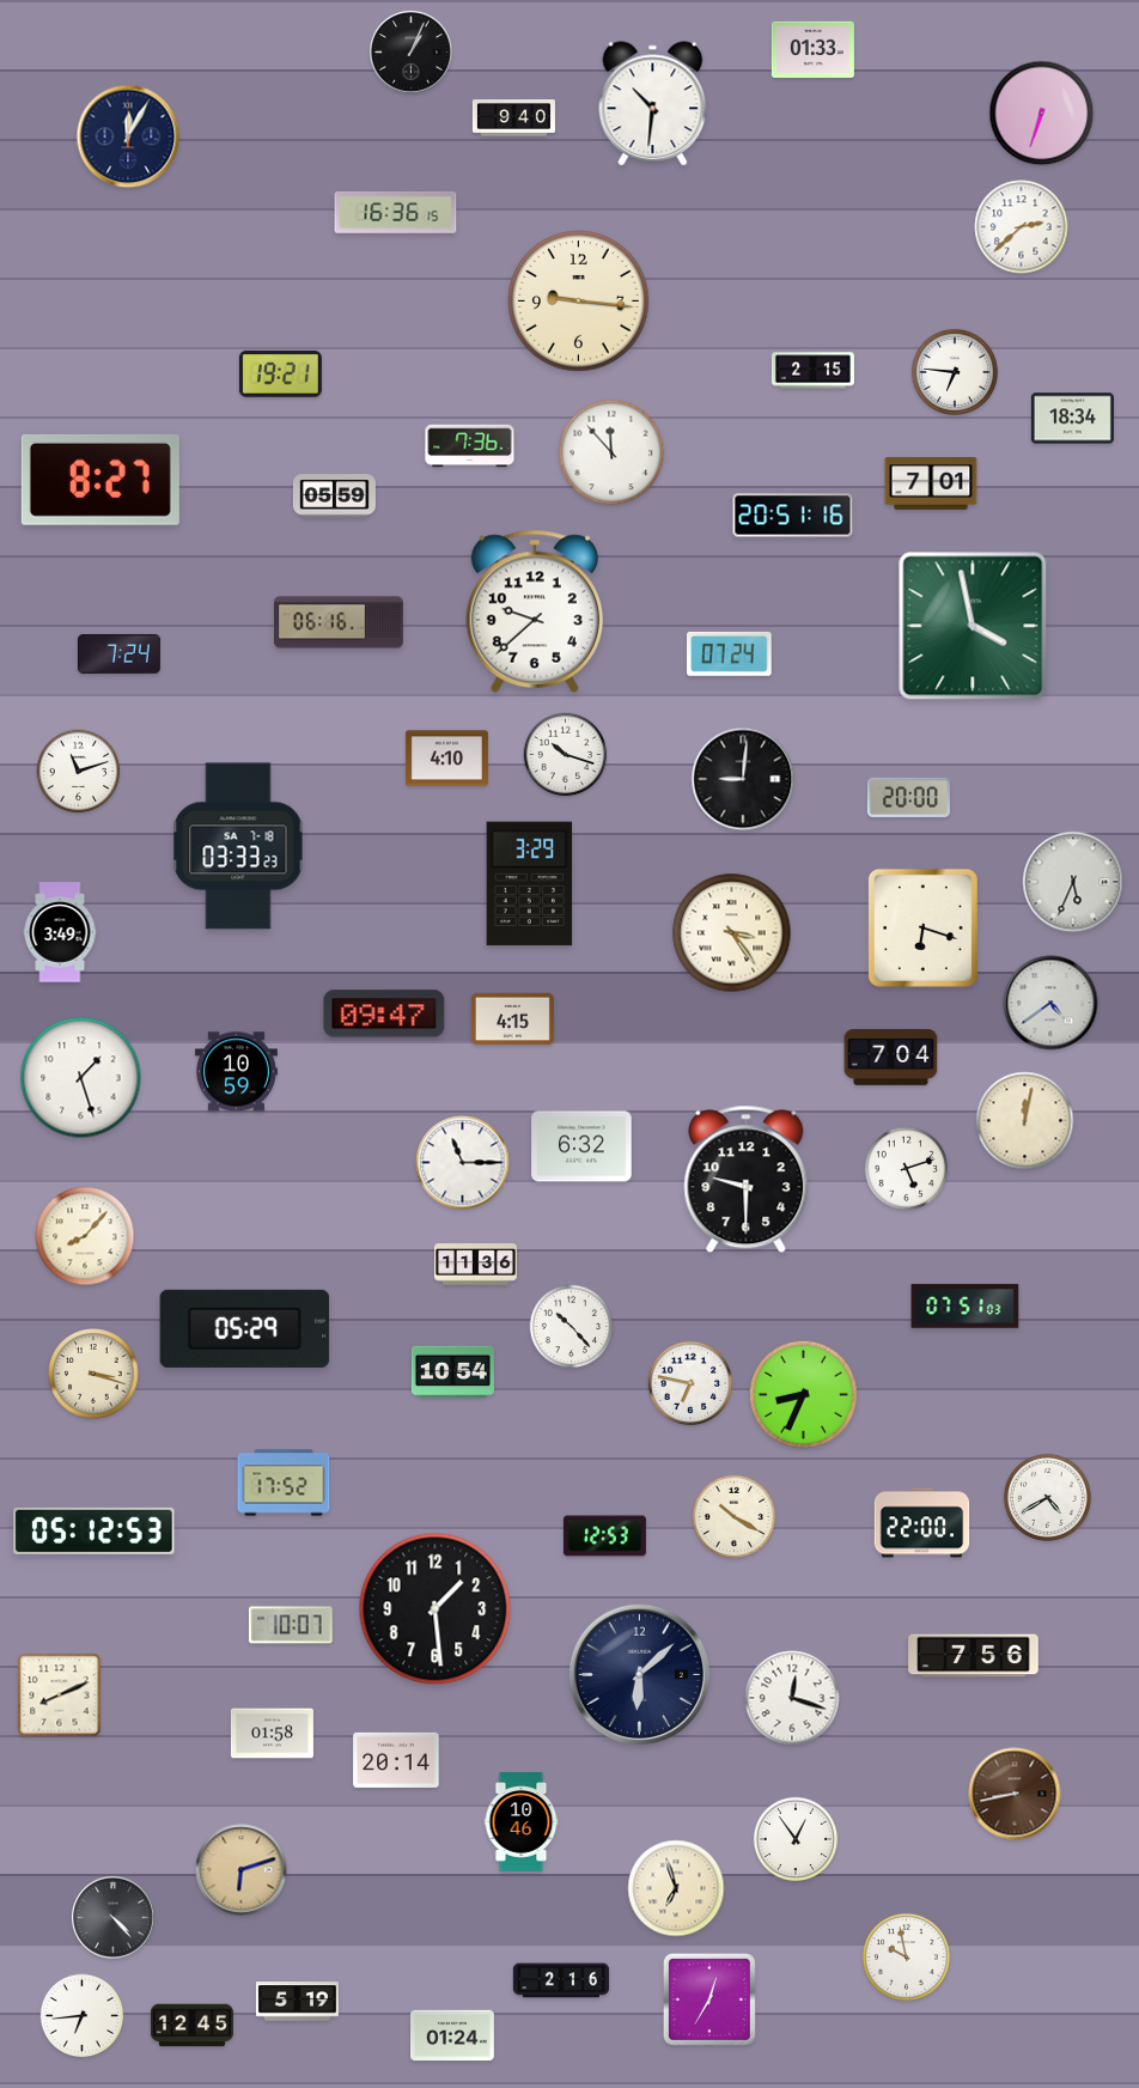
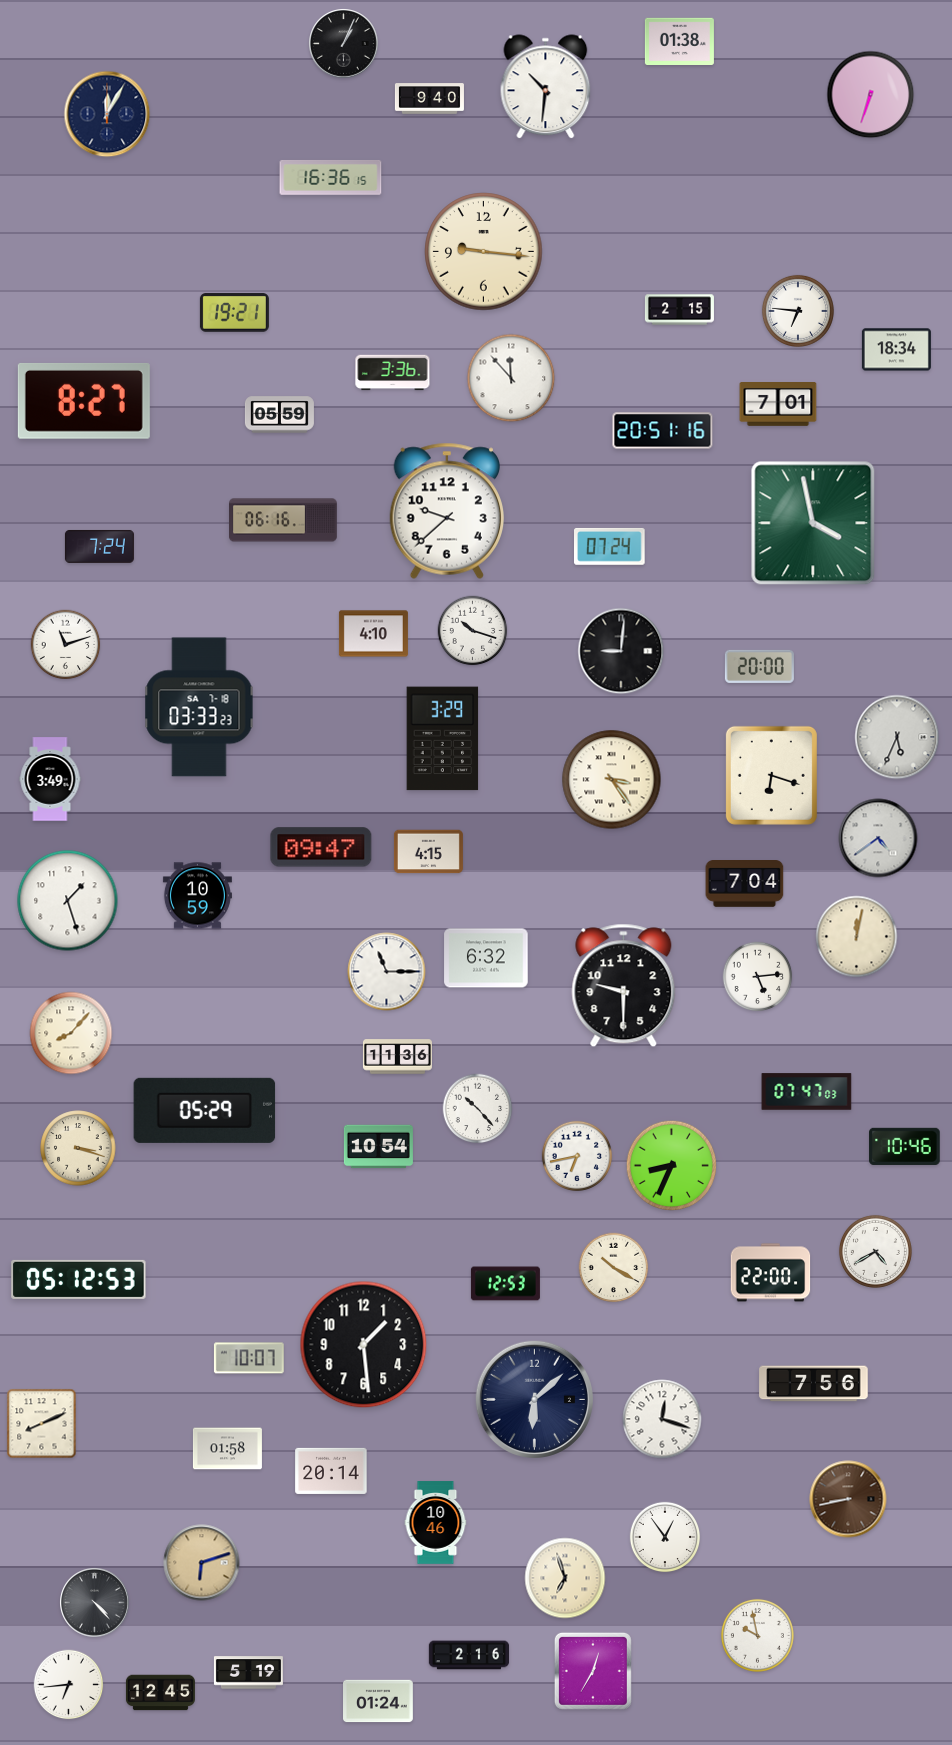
clock at (812, 49): 01:33 -> 01:38
clock at (1022, 227): 2:38 -> none
clock at (470, 446): 7:36 -> 3:36
clock at (907, 1169): 5:12 -> 5:14
clock at (966, 1307): 07:51 -> 07:47
clock at (905, 1146): none -> 10:46
clock at (690, 1383): 6:47 -> 6:43
clock at (284, 1483): 17:52 -> none
clock at (291, 1625) position: (291, 1625) -> (249, 1358)
clock at (60, 1696) position: (60, 1696) -> (42, 1424)
